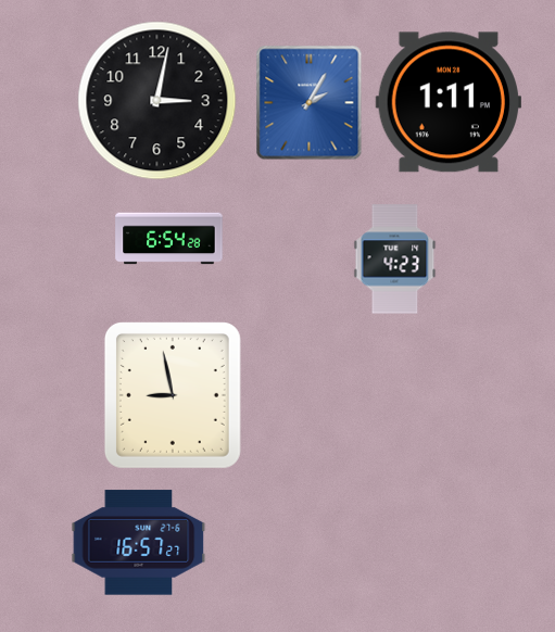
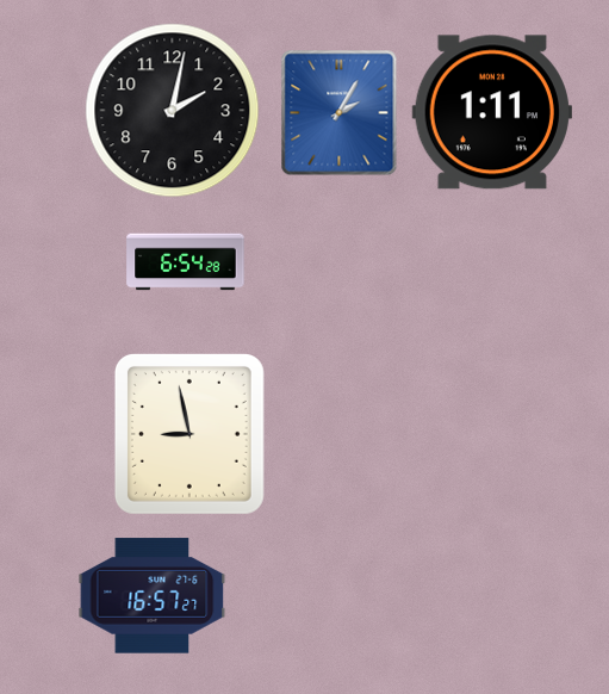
clock at (157, 101): 3:02 -> 2:02
clock at (395, 260): 4:23 -> none
